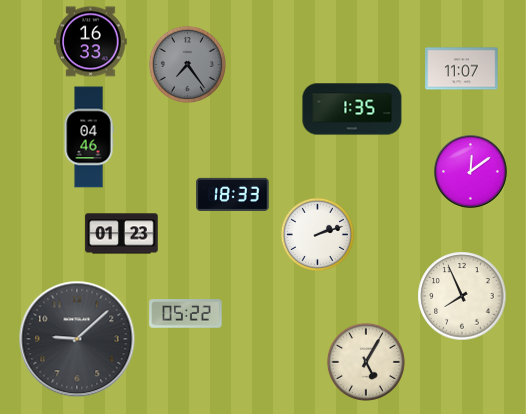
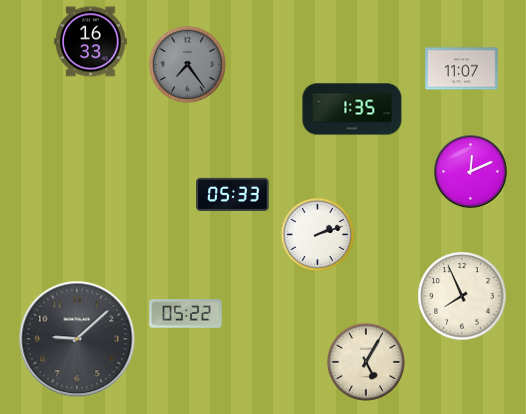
clock at (89, 137): 04:46 -> none
clock at (471, 172): 12:09 -> 12:11
clock at (233, 194): 18:33 -> 05:33
clock at (122, 234): 01:23 -> none
